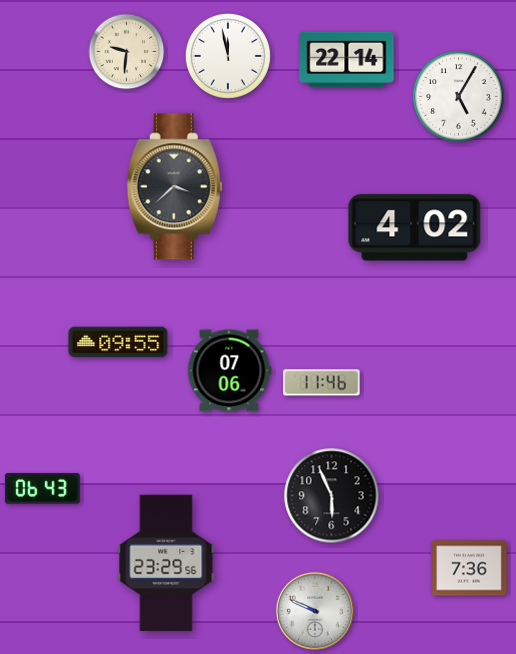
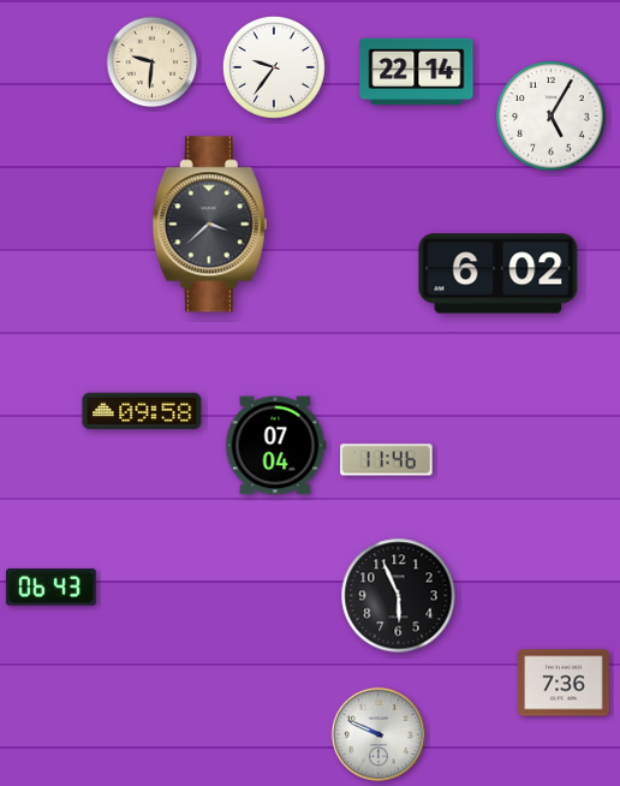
clock at (228, 56): 11:58 -> 9:36
clock at (415, 228): 4:02 -> 6:02
clock at (118, 342): 09:55 -> 09:58
clock at (229, 371): 07:06 -> 07:04
clock at (166, 563): 23:29 -> none
